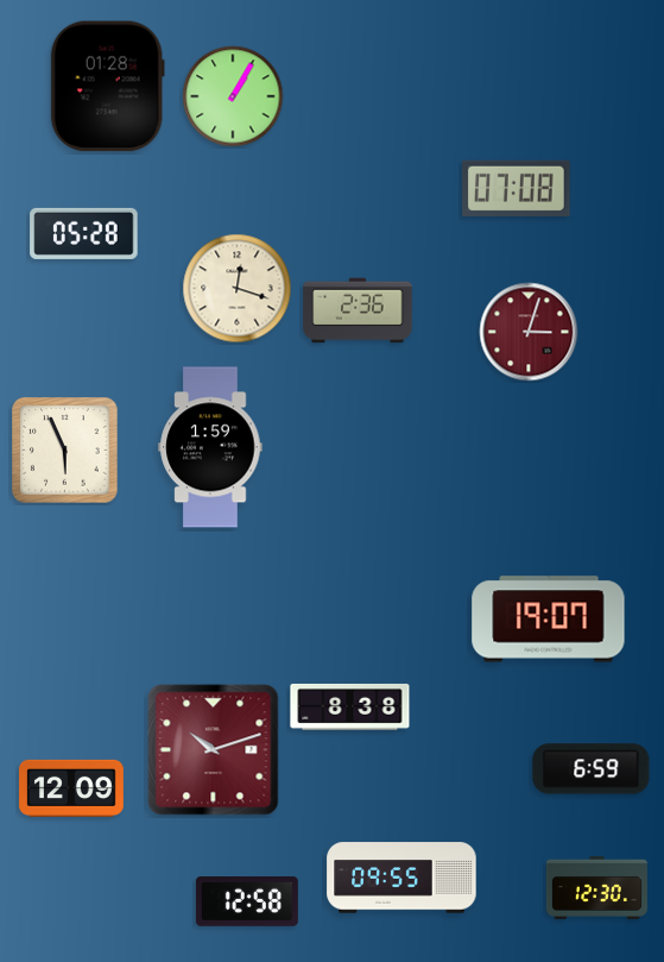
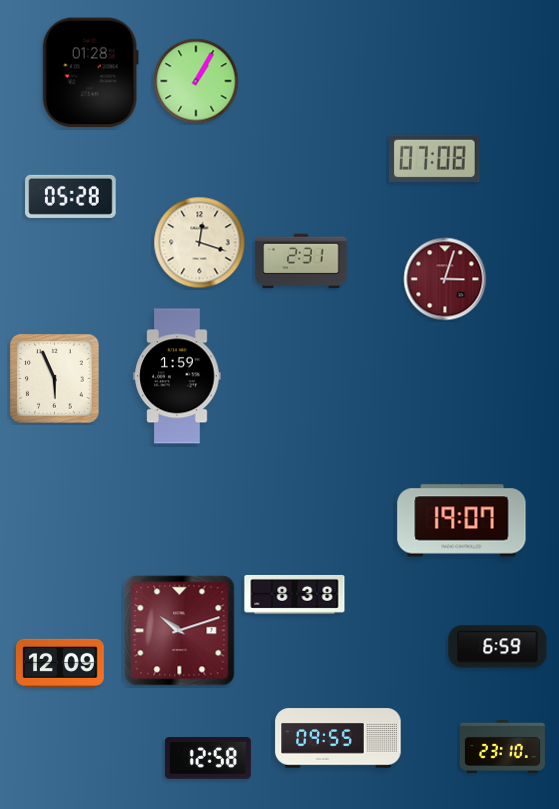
clock at (358, 310): 2:36 -> 2:31
clock at (596, 887): 12:30 -> 23:10
